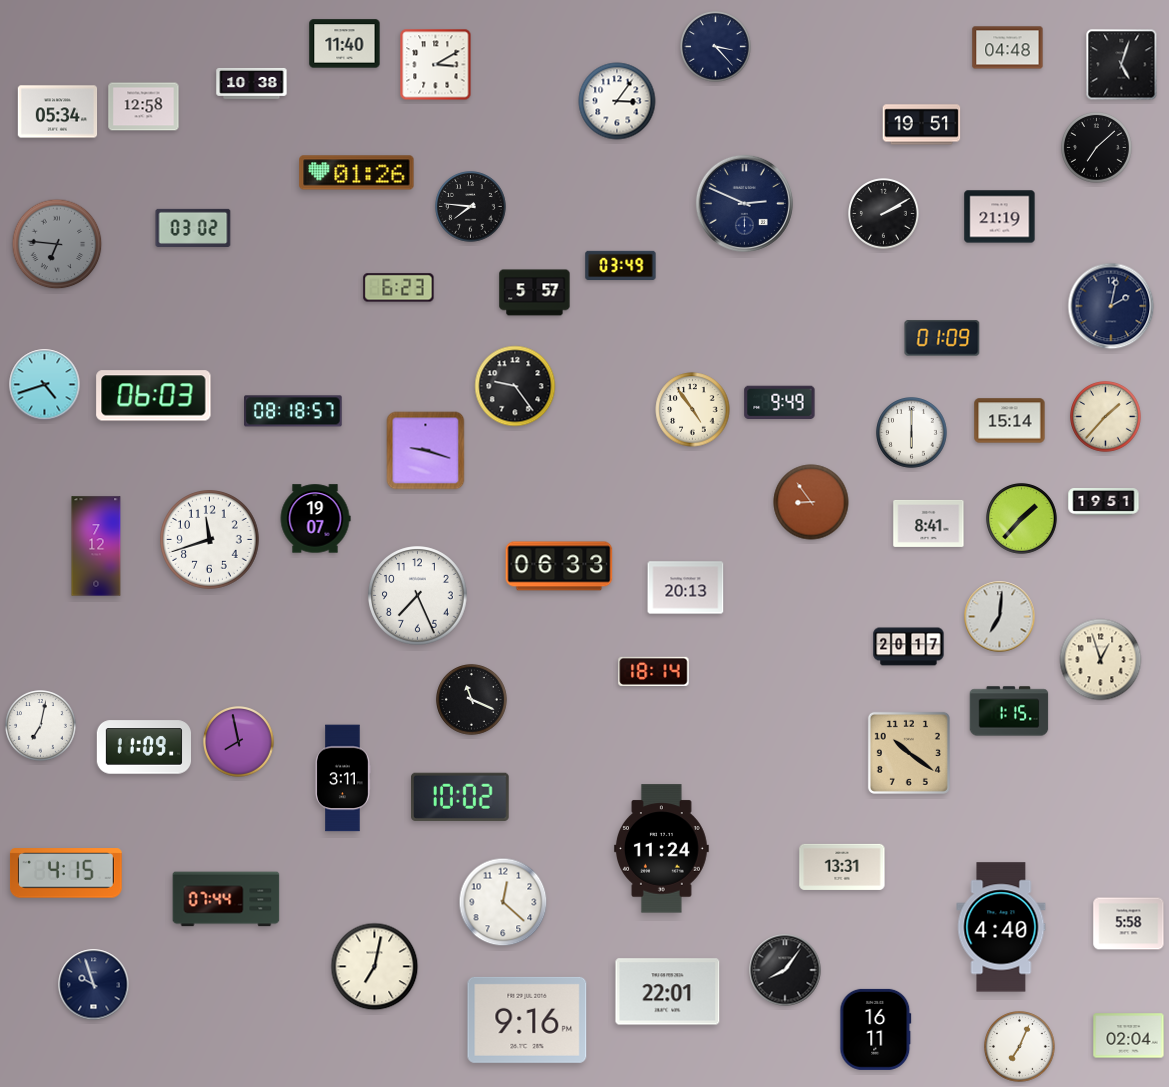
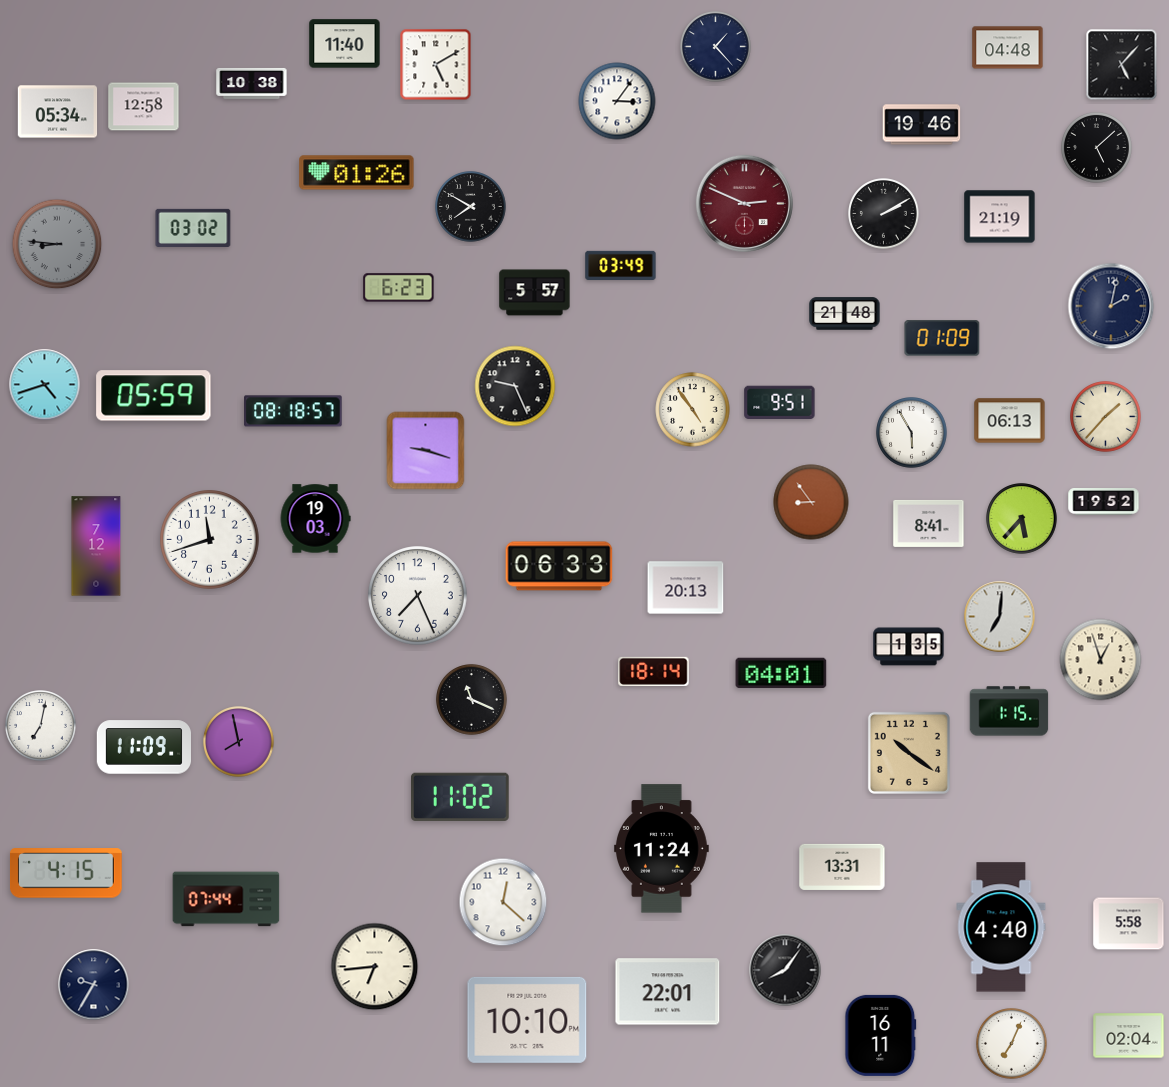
clock at (716, 47): 3:23 -> 1:23
clock at (436, 65): 3:10 -> 5:10
clock at (1122, 65): 5:03 -> 5:07
clock at (922, 125): 19:51 -> 19:46
clock at (1097, 148): 7:08 -> 5:08
clock at (744, 203) dial: navy -> burgundy
clock at (471, 207): 7:46 -> 7:50
clock at (57, 244): 6:46 -> 8:46
clock at (845, 314): none -> 21:48
clock at (515, 386): 9:24 -> 9:26
clock at (154, 396): 06:03 -> 05:59
clock at (780, 403): 9:49 -> 9:51
clock at (1010, 421): 15:14 -> 06:13
clock at (912, 433): 6:00 -> 5:55
clock at (1104, 502): 19:51 -> 19:52
clock at (315, 519): 19:07 -> 19:03
clock at (1022, 519): 1:37 -> 5:37
clock at (909, 647): 20:17 -> 1:35
clock at (781, 673): none -> 04:01
clock at (343, 778): 3:11 -> none
clock at (461, 797): 10:02 -> 11:02
clock at (375, 967): 7:02 -> 6:44
clock at (94, 985): 9:57 -> 9:35
clock at (527, 1020): 9:16 -> 10:10
clock at (876, 1029) position: (876, 1029) -> (881, 1035)
clock at (1020, 1047) position: (1020, 1047) -> (1012, 1044)
